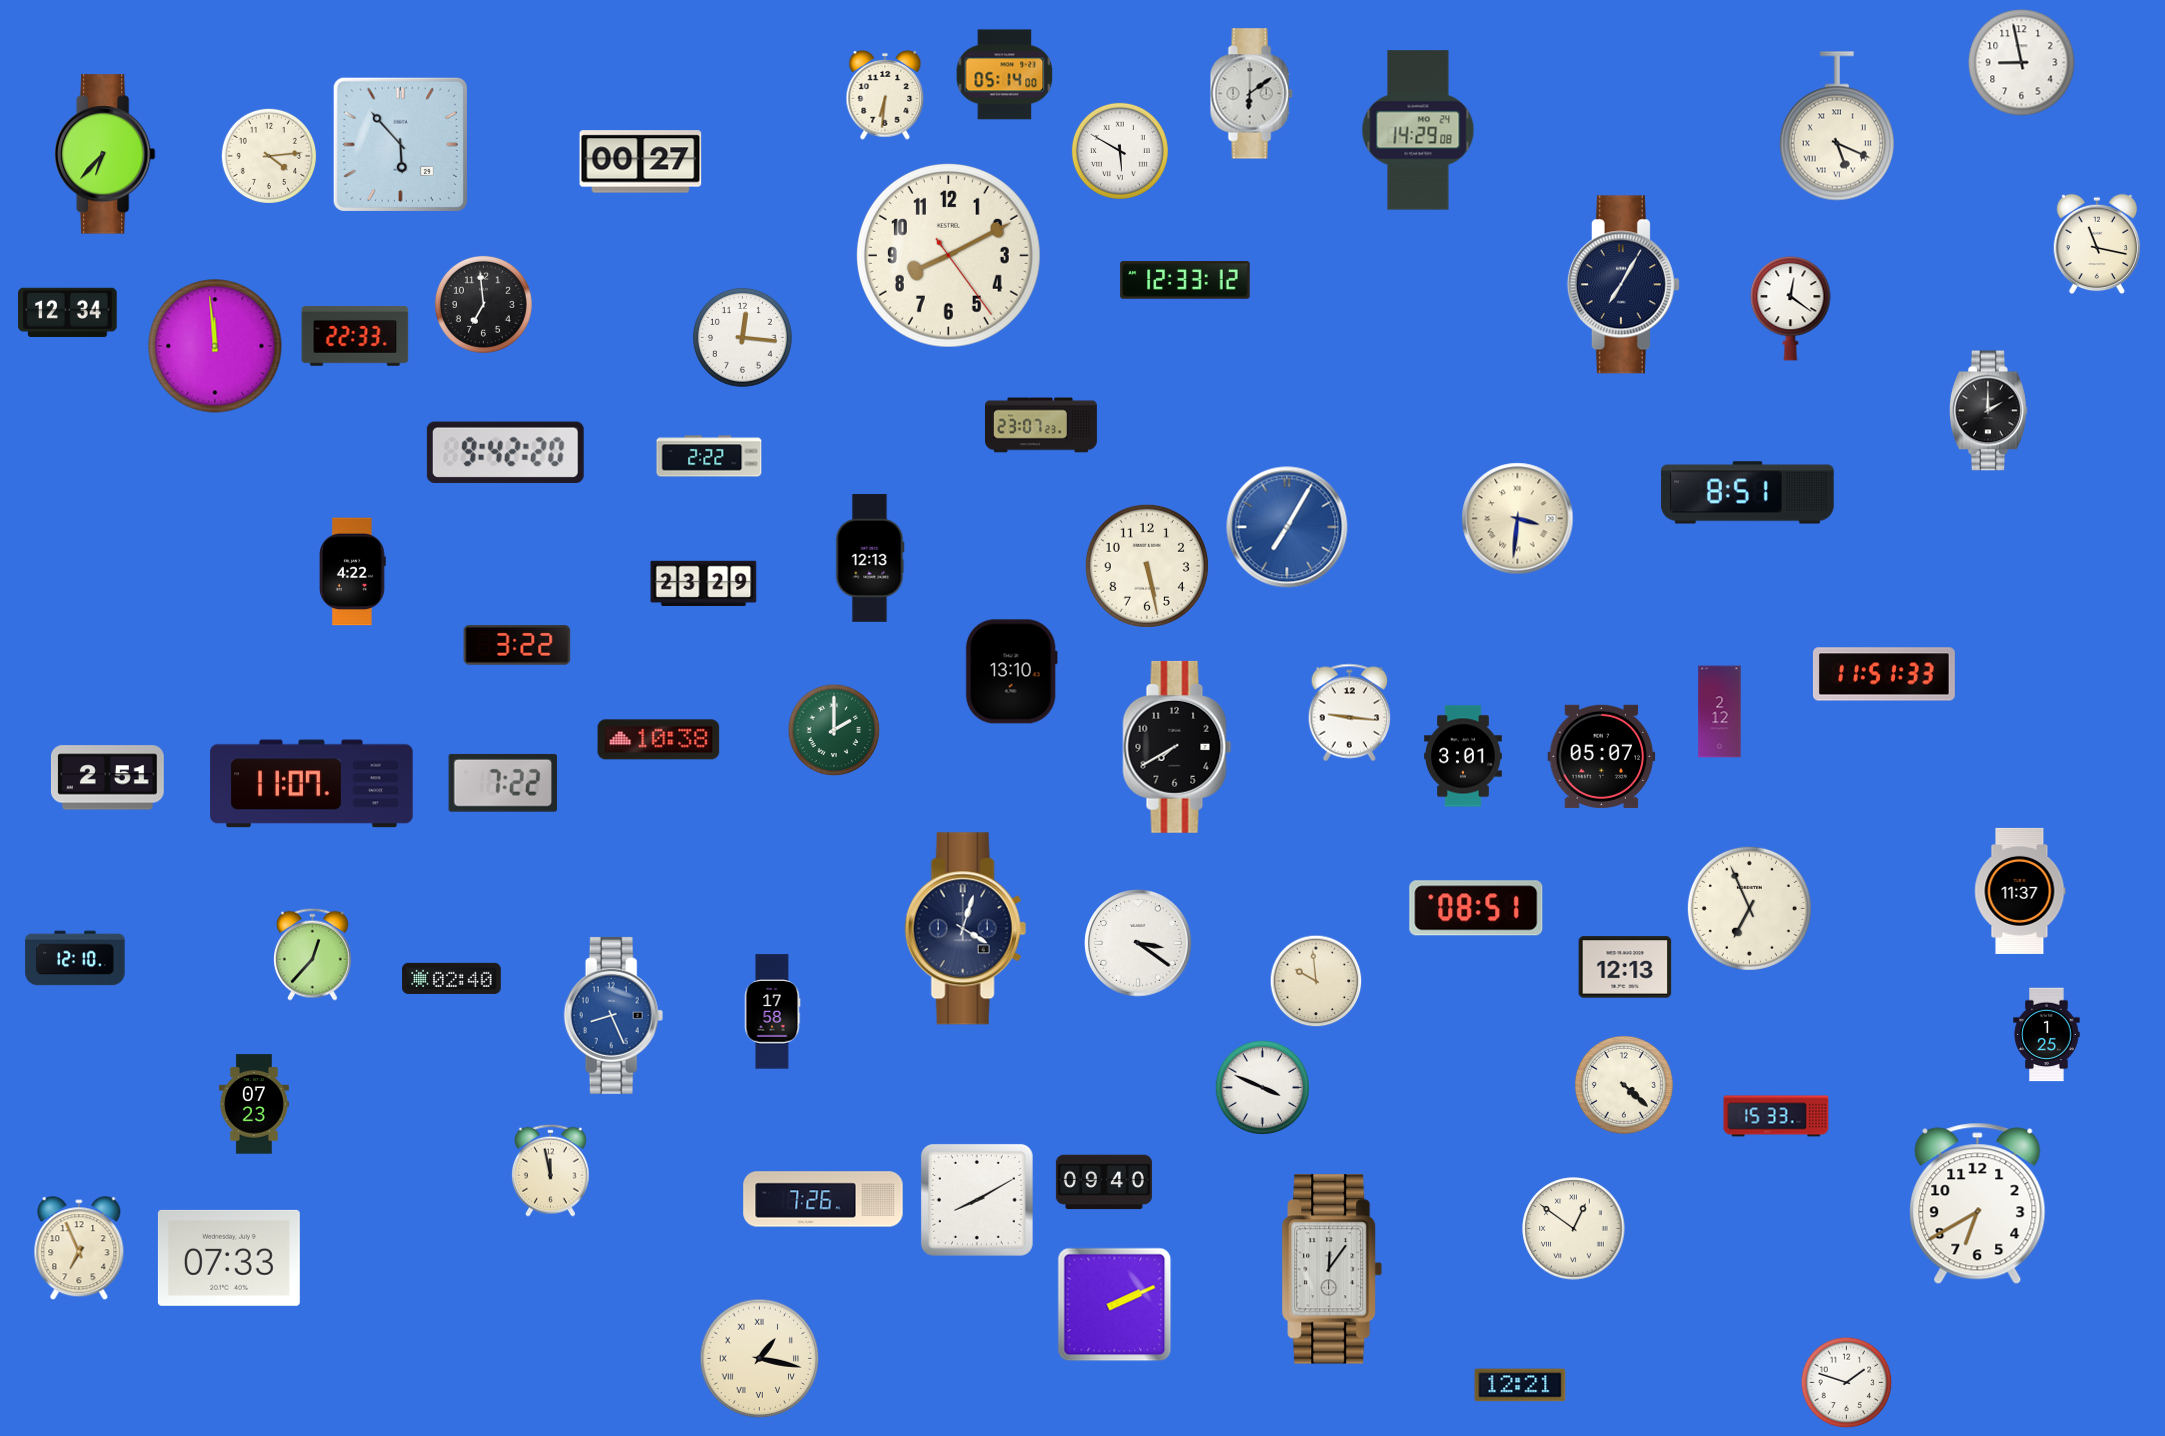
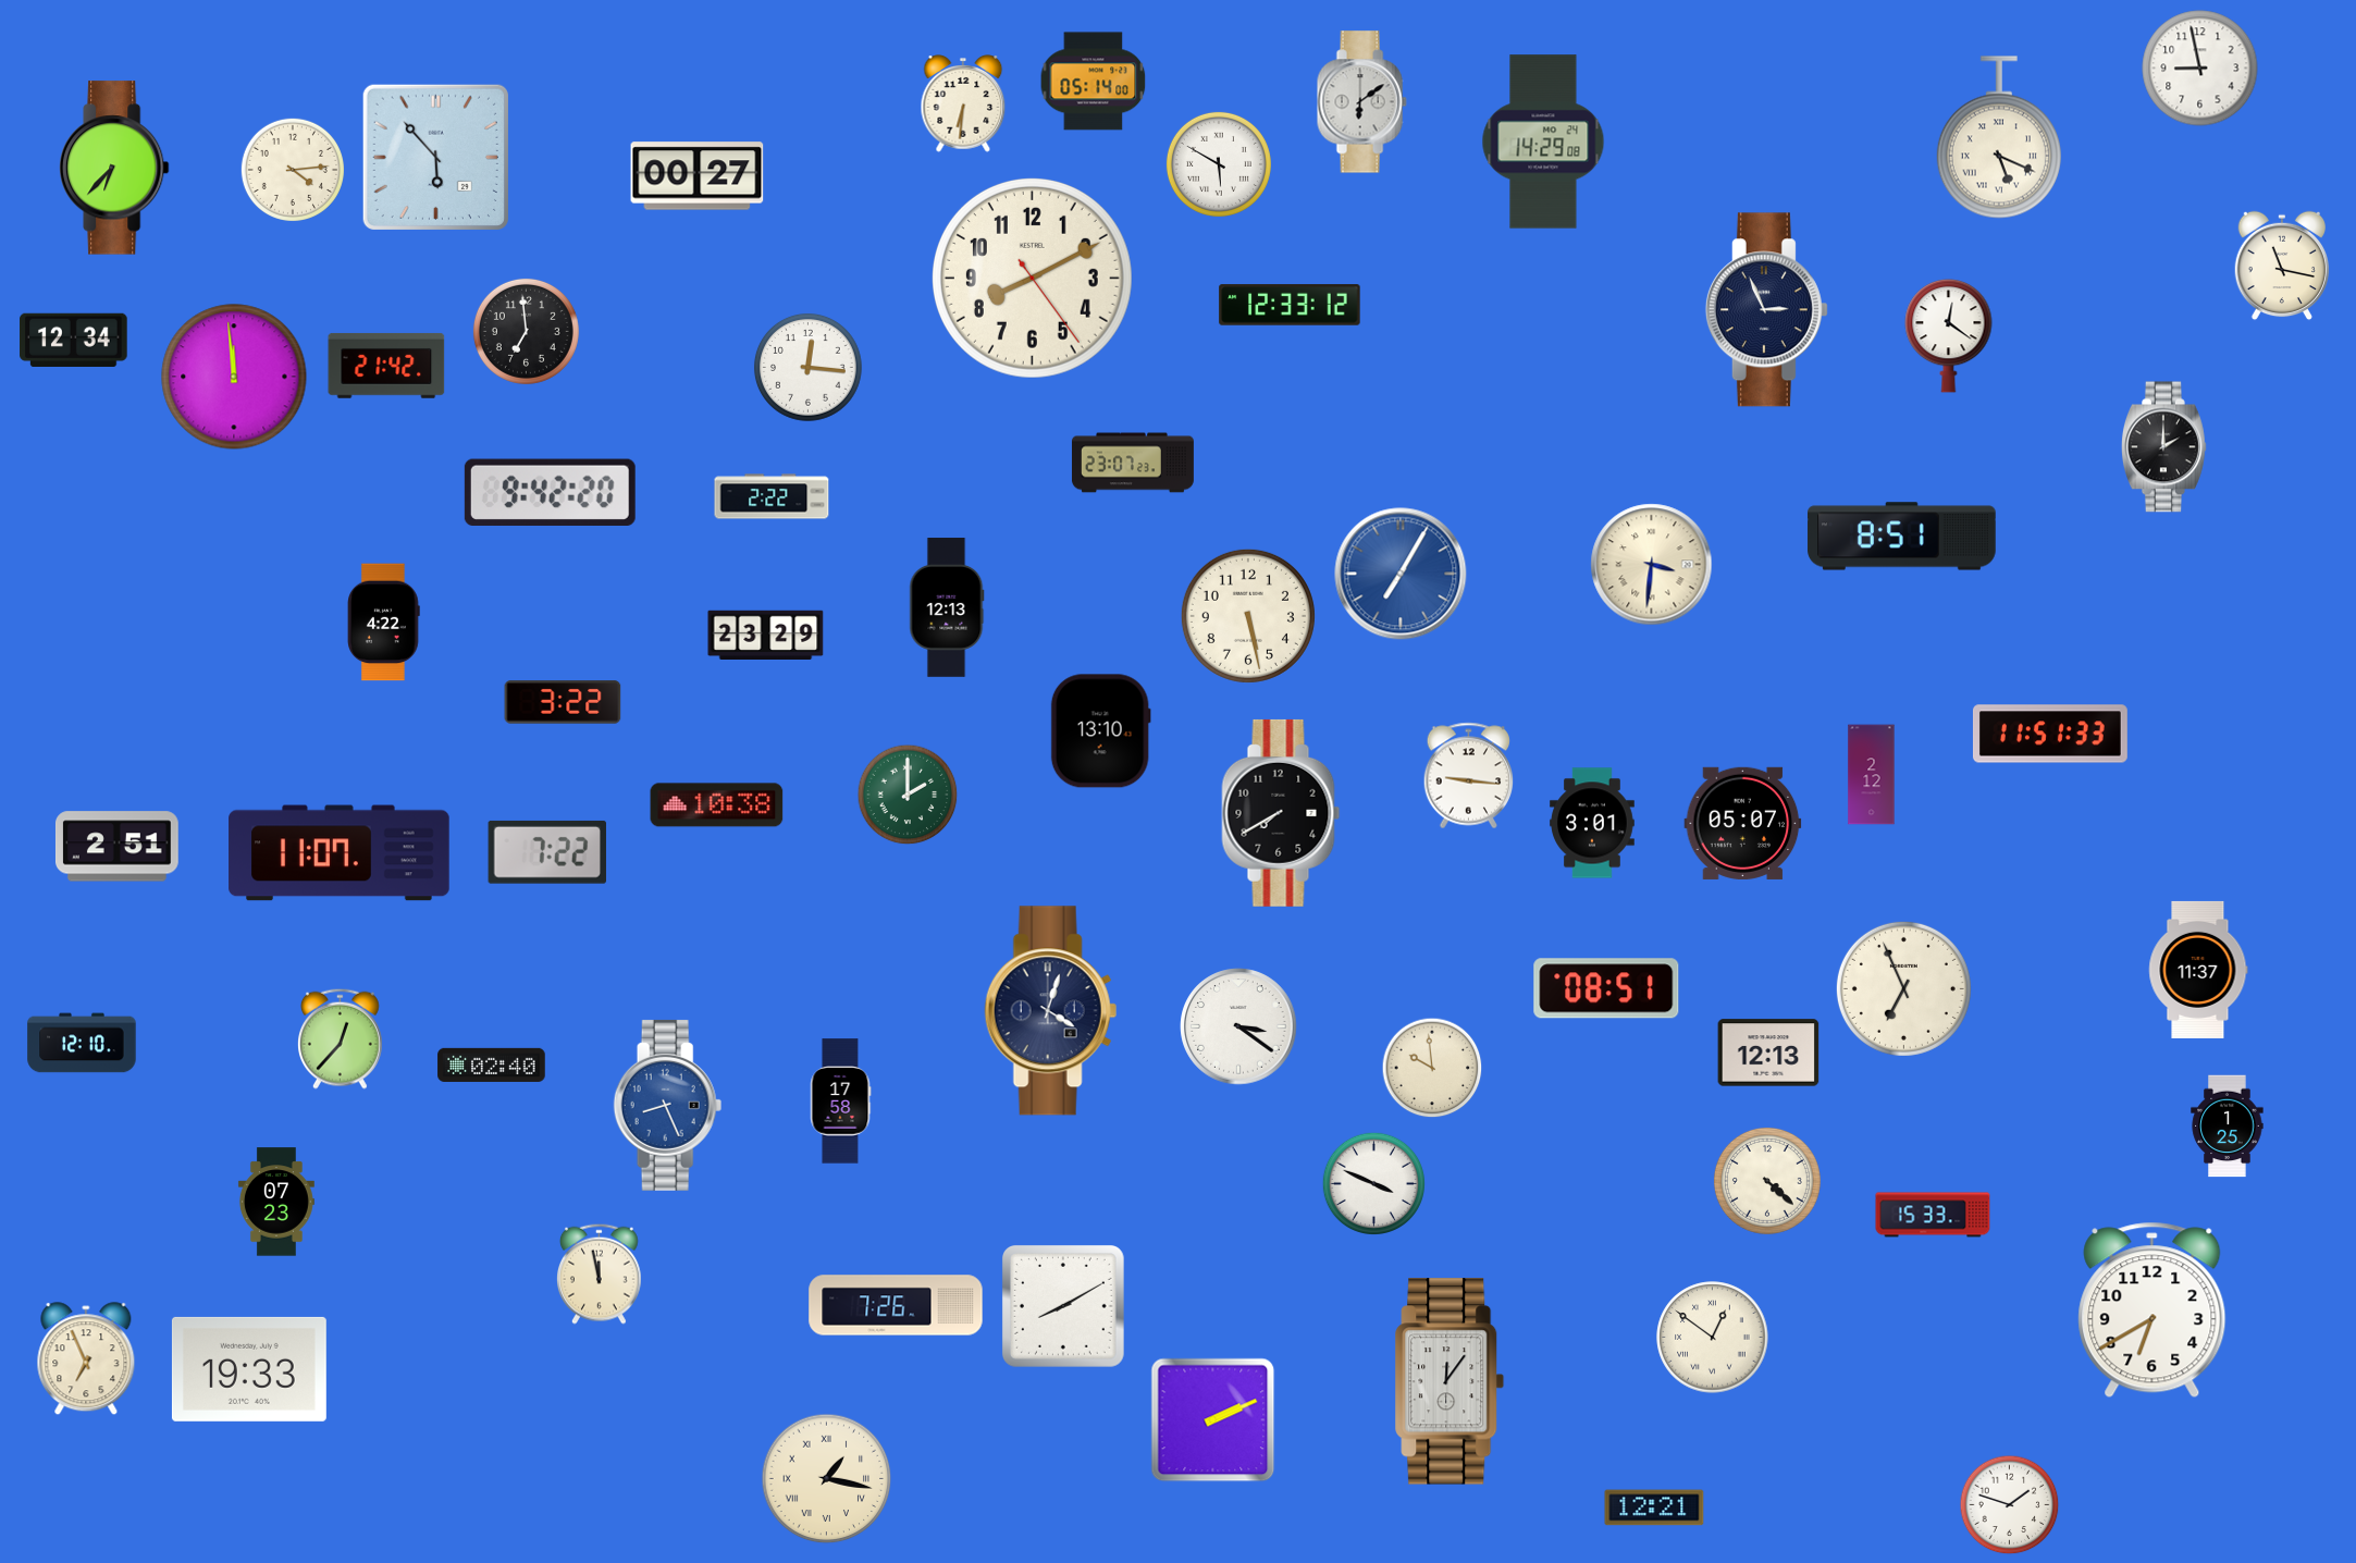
clock at (1623, 285): 7:05 -> 2:56
clock at (355, 336): 22:33 -> 21:42
clock at (1104, 1182): 09:40 -> none
clock at (229, 1258): 07:33 -> 19:33
